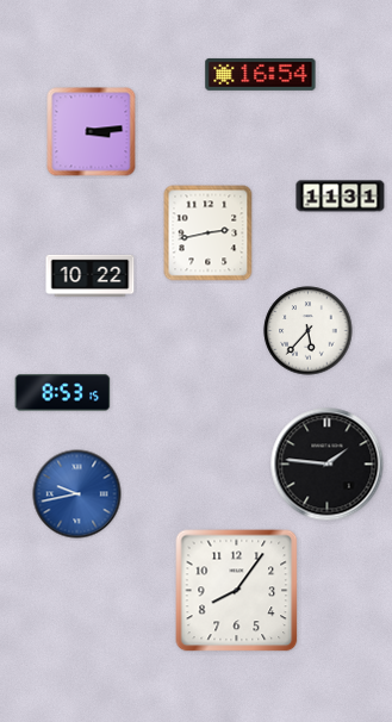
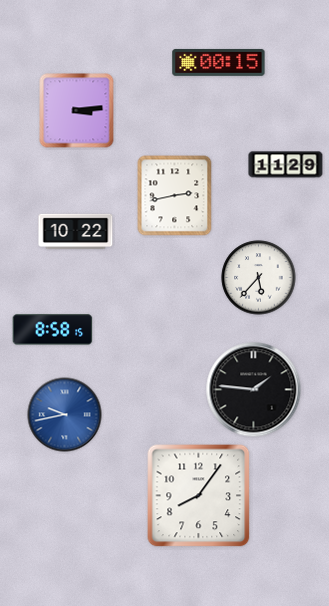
clock at (261, 74): 16:54 -> 00:15
clock at (341, 197): 11:31 -> 11:29
clock at (63, 393): 8:53 -> 8:58
clock at (328, 465) position: (328, 465) -> (254, 390)
